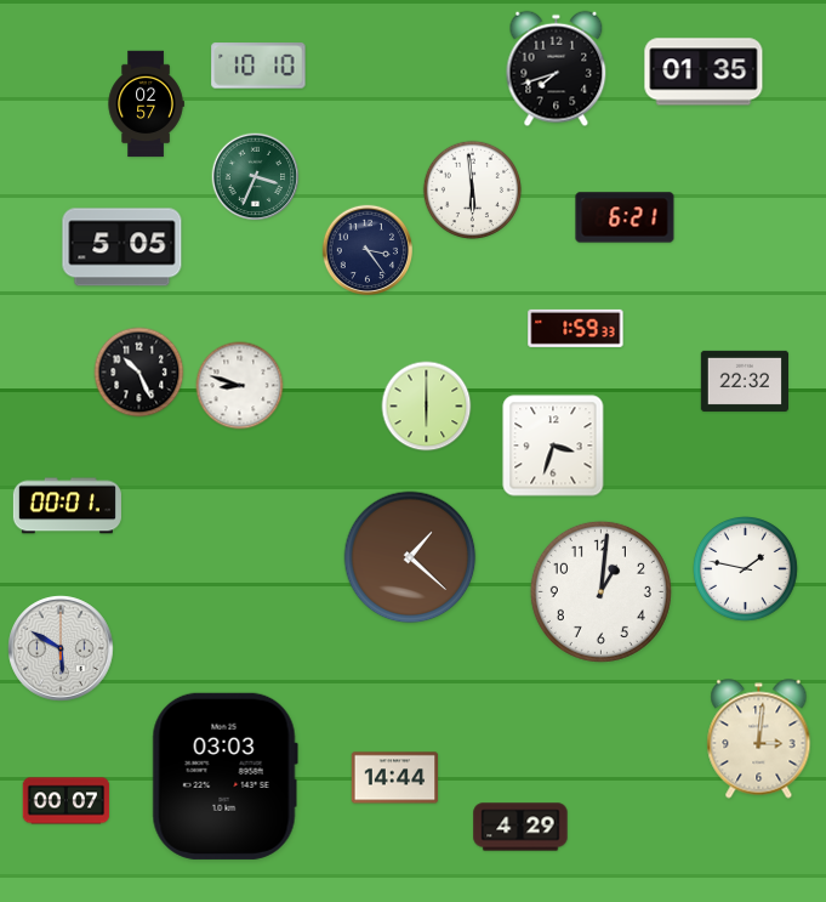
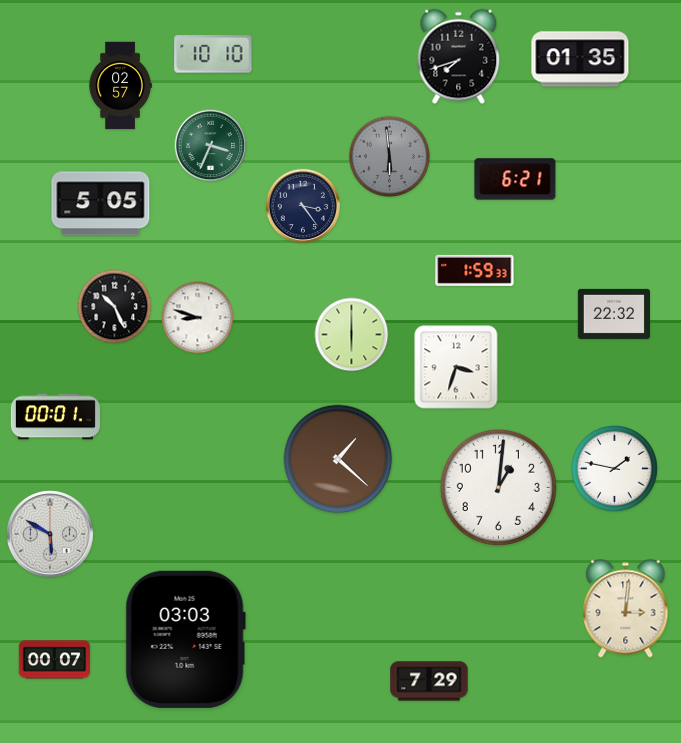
clock at (472, 189) dial: white -> grey
clock at (600, 591) position: (600, 591) -> (498, 487)
clock at (395, 778): 14:44 -> none
clock at (520, 827): 4:29 -> 7:29
